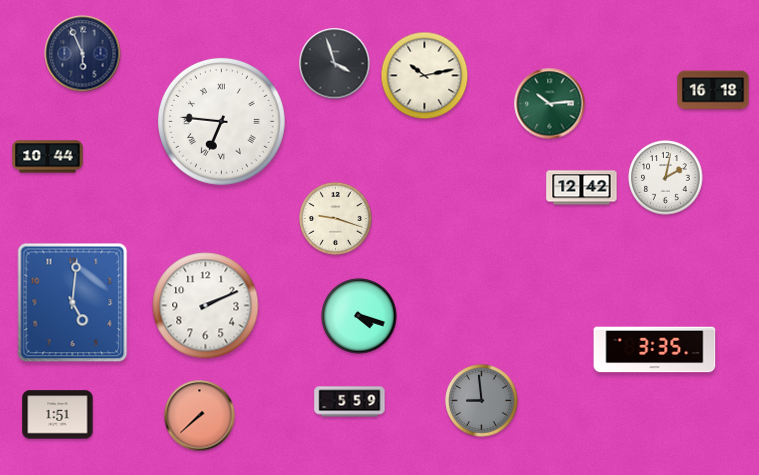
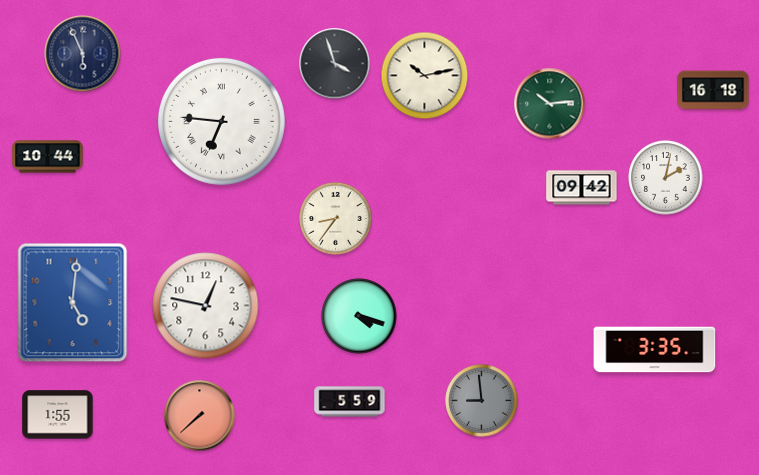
clock at (582, 188): 12:42 -> 09:42
clock at (336, 219): 9:18 -> 8:36
clock at (206, 306): 2:11 -> 12:47
clock at (58, 415): 1:51 -> 1:55
